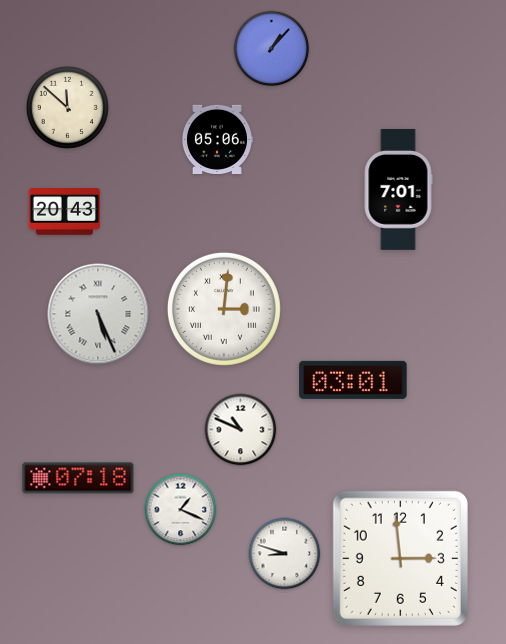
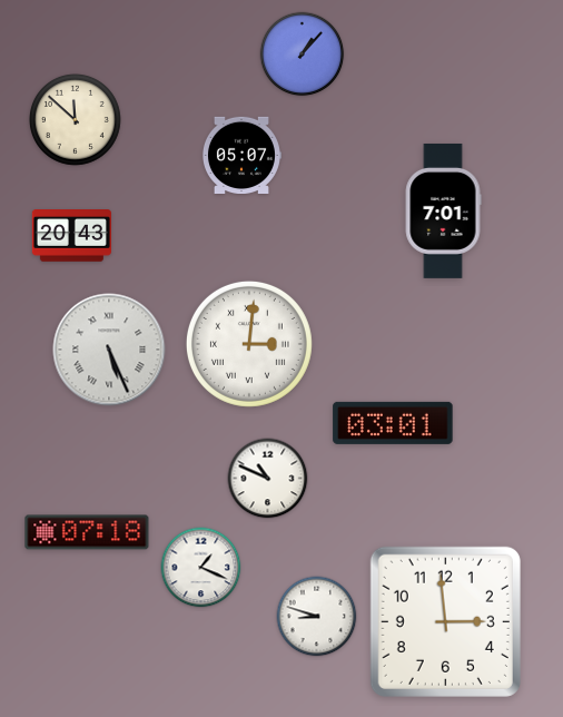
clock at (217, 139): 05:06 -> 05:07
